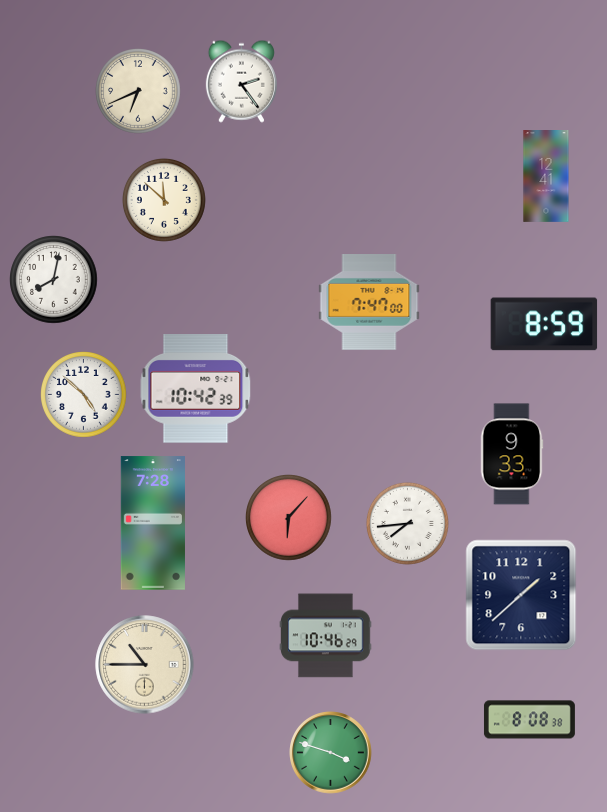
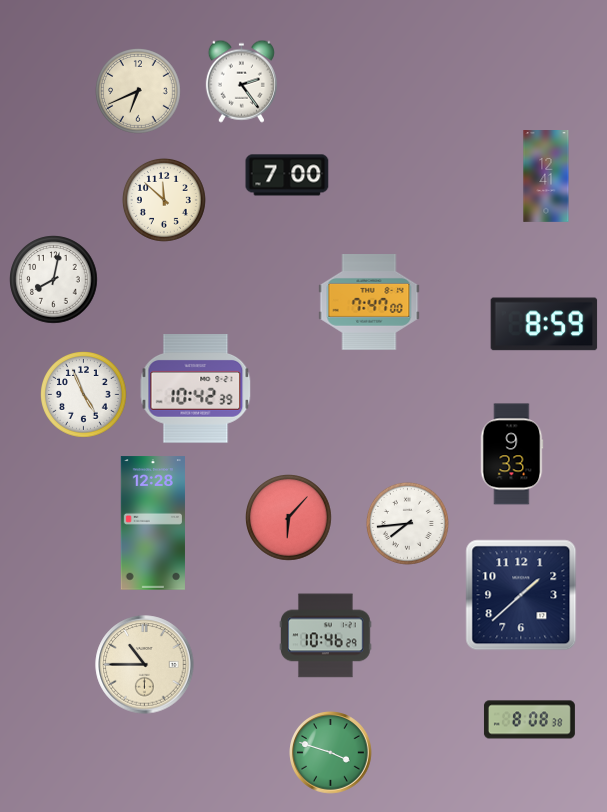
clock at (287, 175): none -> 7:00
clock at (84, 395): 4:52 -> 4:56
clock at (153, 523): 7:28 -> 12:28
